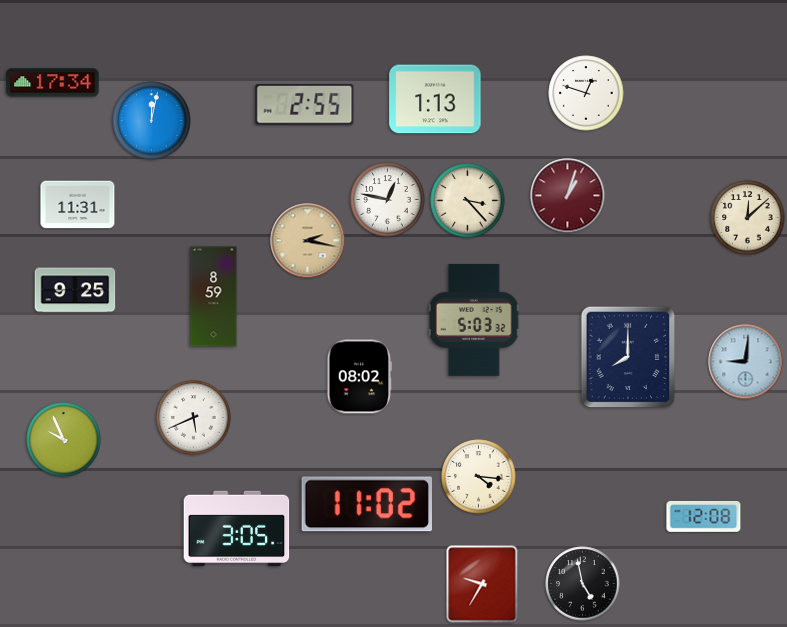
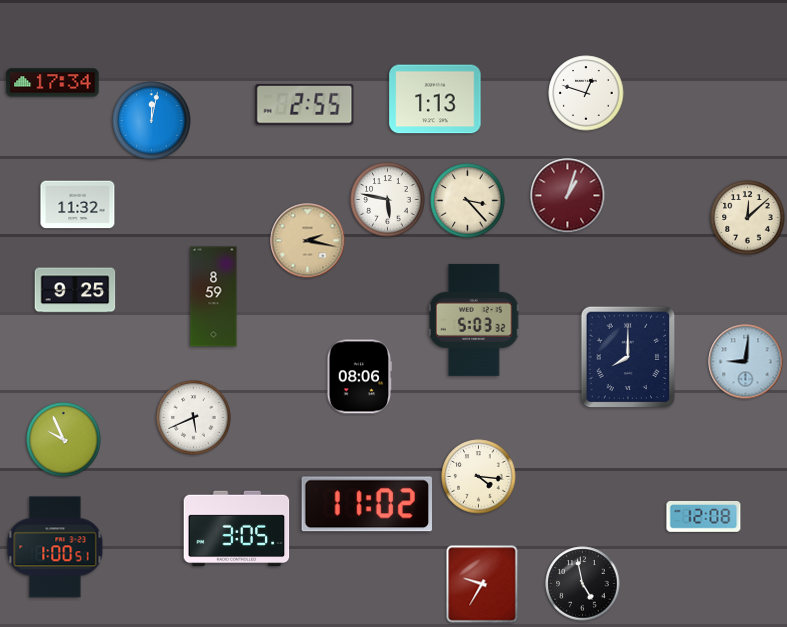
clock at (388, 200): 12:47 -> 5:47
clock at (78, 205): 11:31 -> 11:32
clock at (360, 377): 08:02 -> 08:06
clock at (55, 547): none -> 1:00
